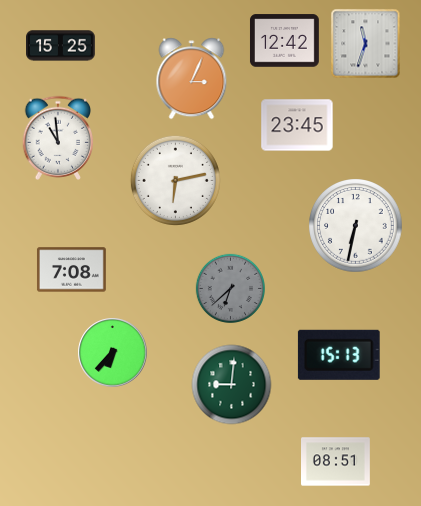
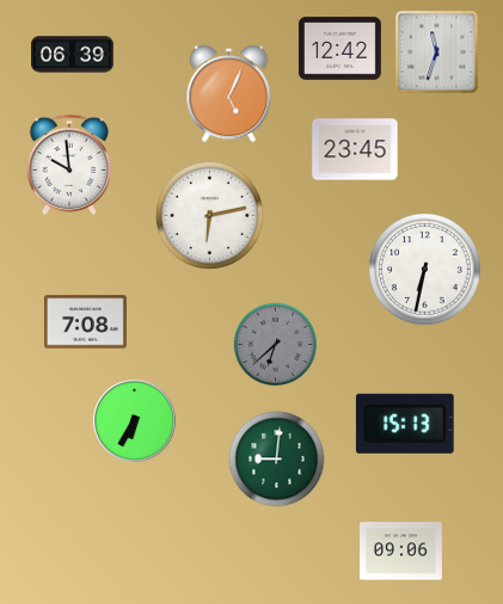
clock at (61, 46): 15:25 -> 06:39
clock at (192, 79): 3:04 -> 5:04
clock at (58, 138): 10:59 -> 9:59
clock at (113, 353): 6:37 -> 6:35
clock at (336, 462): 08:51 -> 09:06
